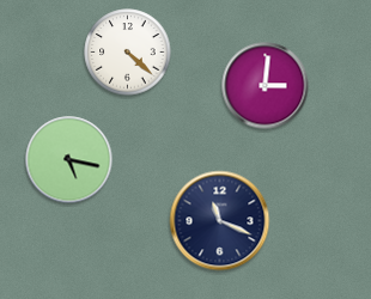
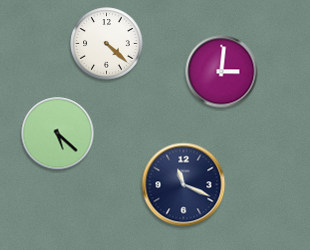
clock at (69, 160): 5:17 -> 5:22
